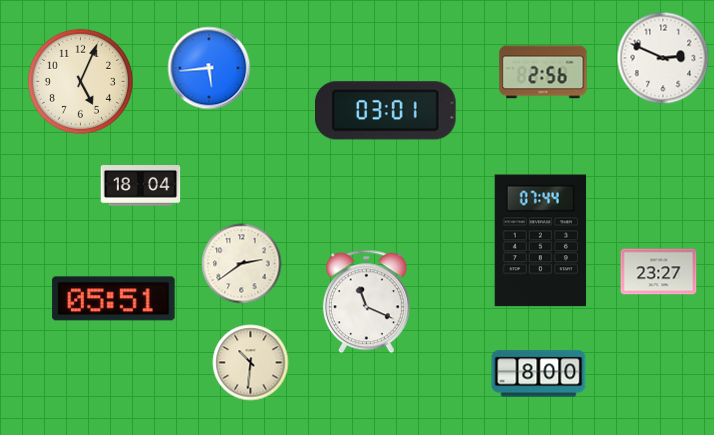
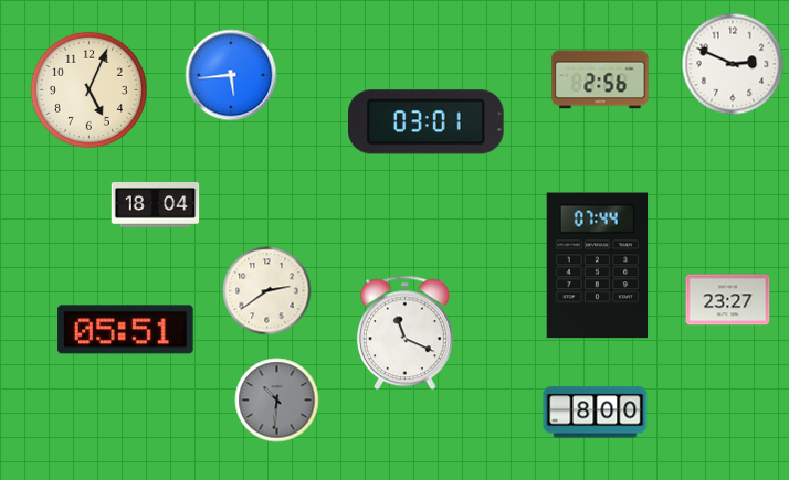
clock at (251, 363) dial: cream -> grey
